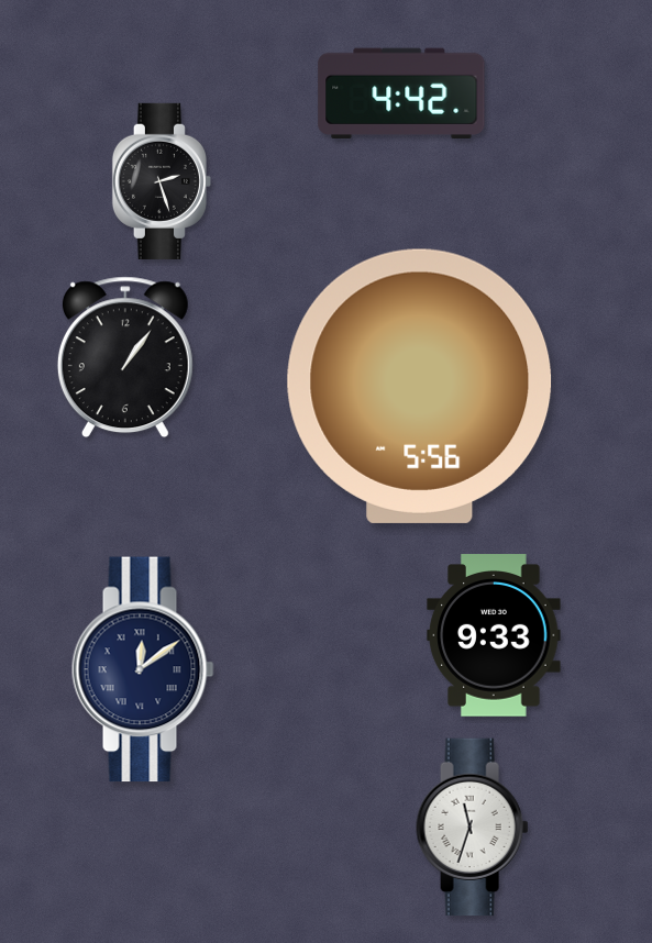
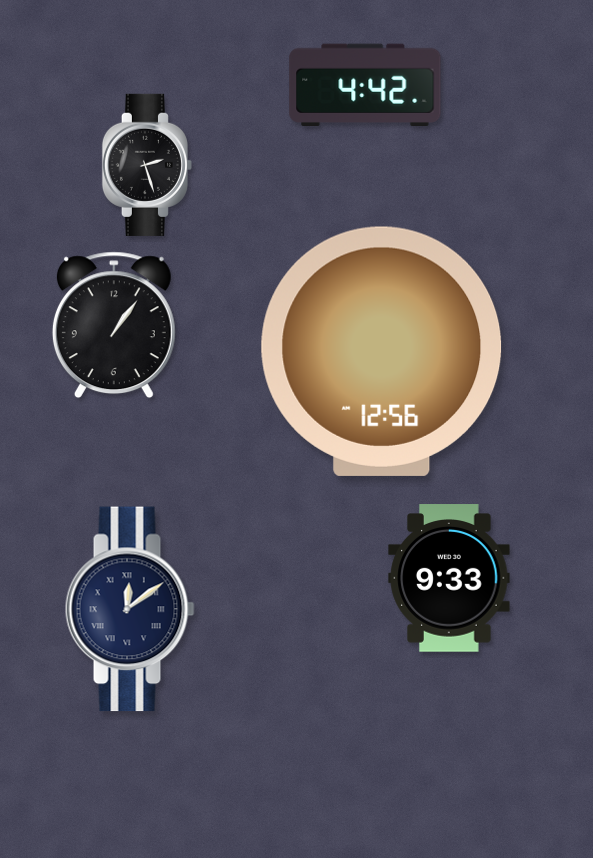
clock at (420, 386): 5:56 -> 12:56
clock at (473, 828): 11:33 -> none
